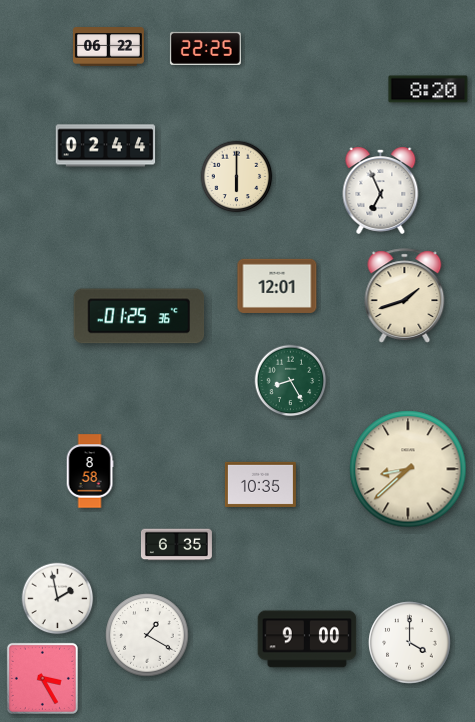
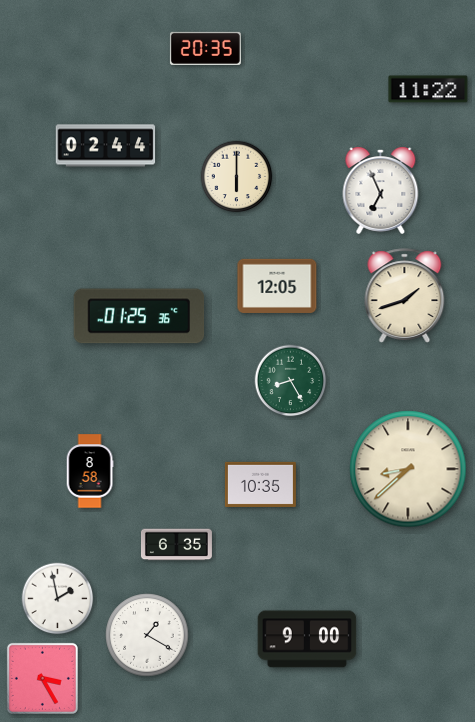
clock at (108, 47): 06:22 -> none
clock at (205, 48): 22:25 -> 20:35
clock at (428, 89): 8:20 -> 11:22
clock at (277, 286): 12:01 -> 12:05
clock at (410, 643): 4:00 -> none
